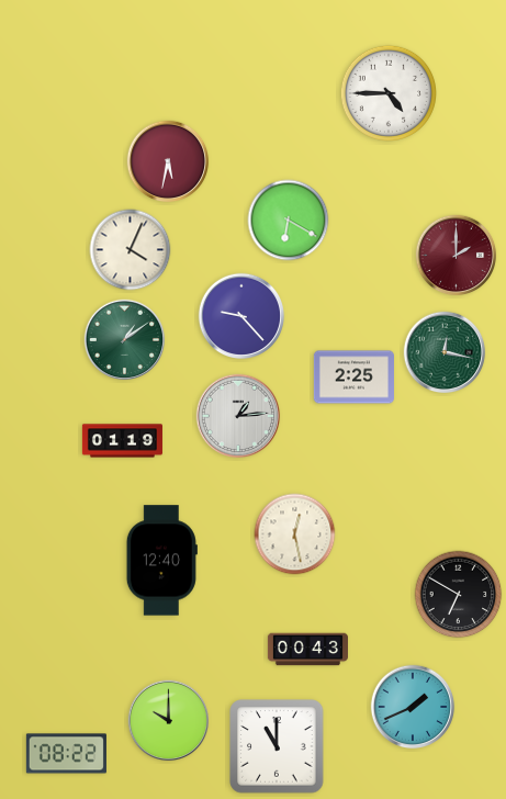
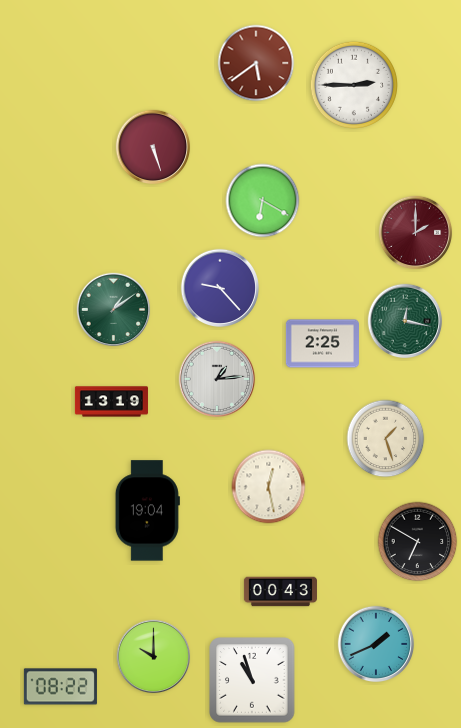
clock at (256, 63): none -> 5:39
clock at (387, 92): 4:45 -> 2:45
clock at (168, 161): 5:32 -> 5:27
clock at (131, 250): 4:04 -> none
clock at (122, 441): 01:19 -> 13:19
clock at (386, 439): none -> 1:27
clock at (161, 561): 12:40 -> 19:04
clock at (277, 746): 11:00 -> 10:57
